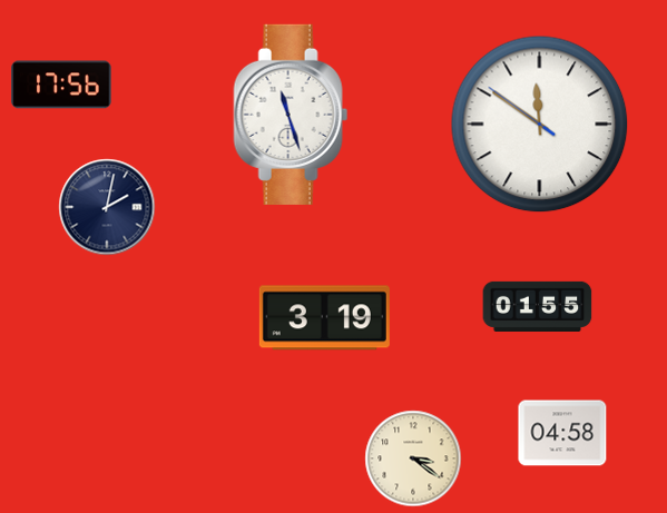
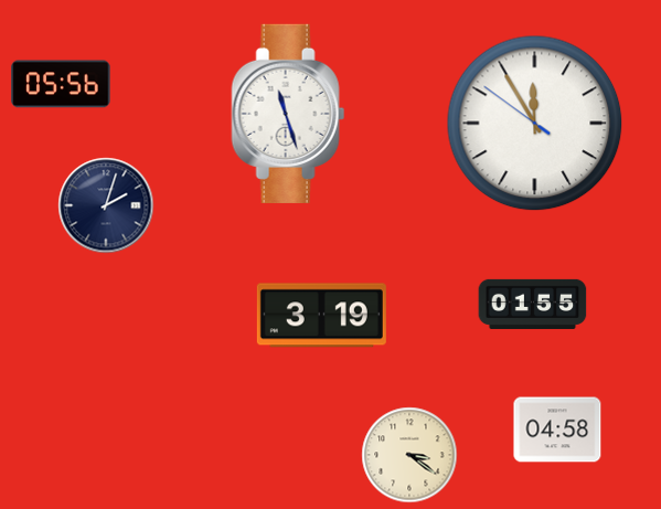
clock at (61, 85): 17:56 -> 05:56
clock at (540, 125): 11:50 -> 11:54
clock at (107, 207): 2:02 -> 2:03
